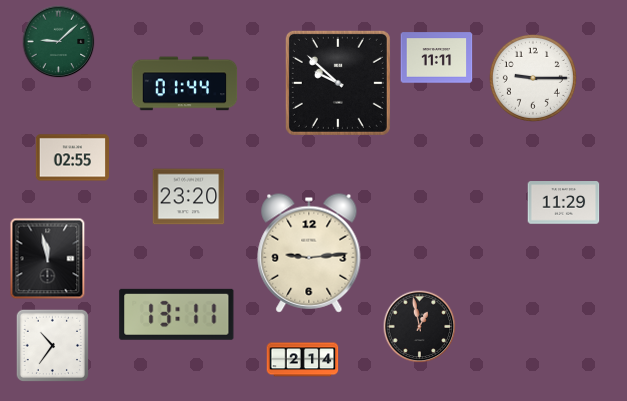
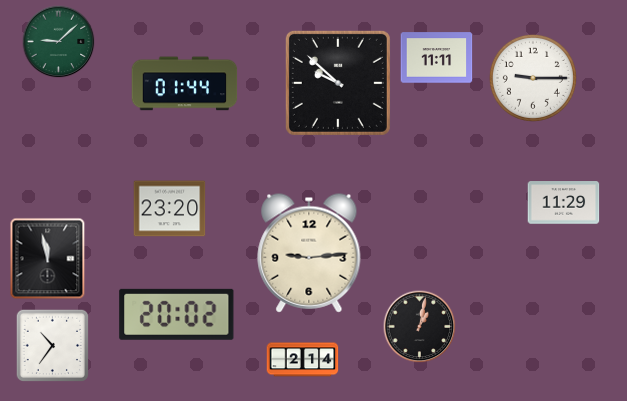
clock at (72, 158): 02:55 -> none
clock at (189, 197) position: (189, 197) -> (170, 209)
clock at (177, 314): 13:11 -> 20:02
clock at (420, 327): 12:58 -> 1:02
